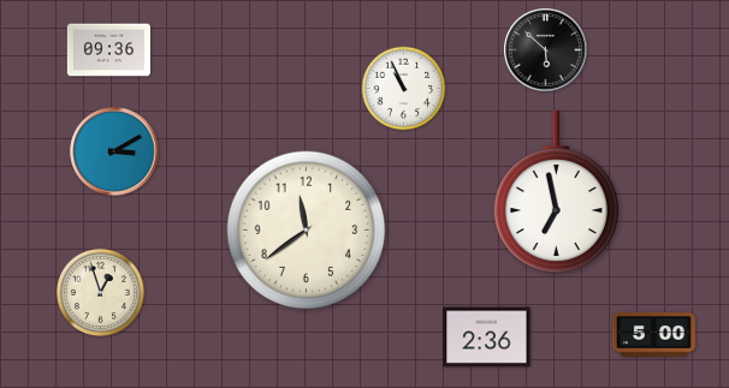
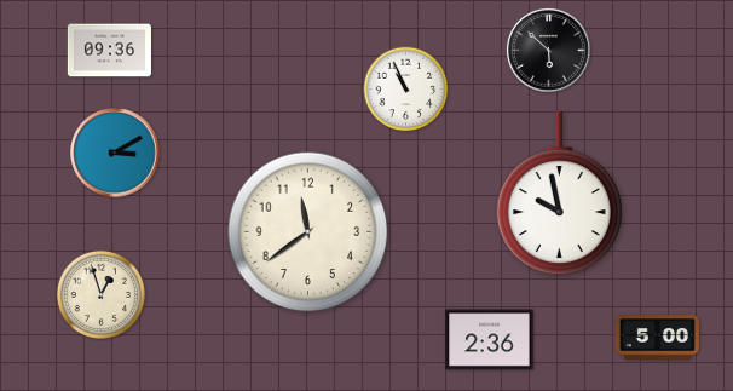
clock at (556, 193): 6:58 -> 9:58
